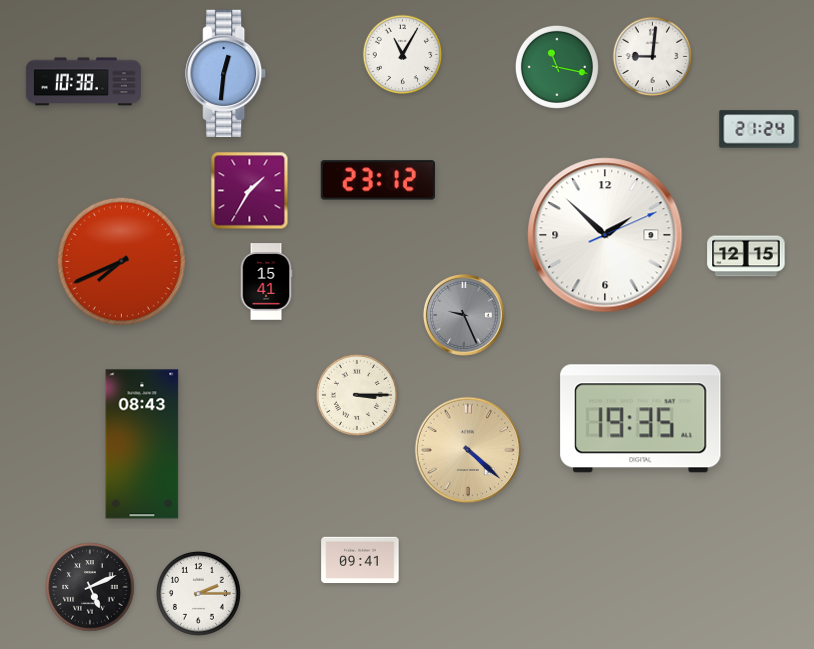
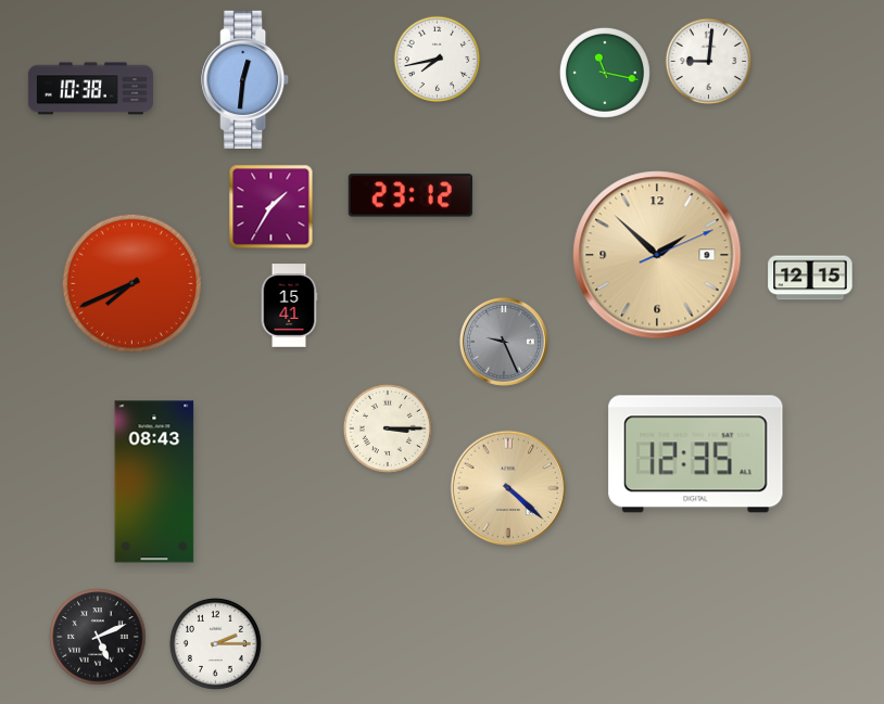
clock at (403, 55): 11:05 -> 7:43
clock at (759, 129): 21:24 -> none
clock at (605, 235) dial: white -> champagne
clock at (641, 419): 19:35 -> 12:35
clock at (360, 560): 09:41 -> none
